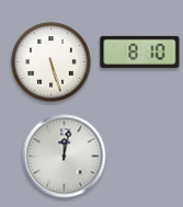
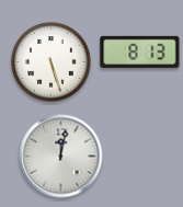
clock at (140, 51): 8:10 -> 8:13
clock at (65, 157) position: (65, 157) -> (61, 157)
